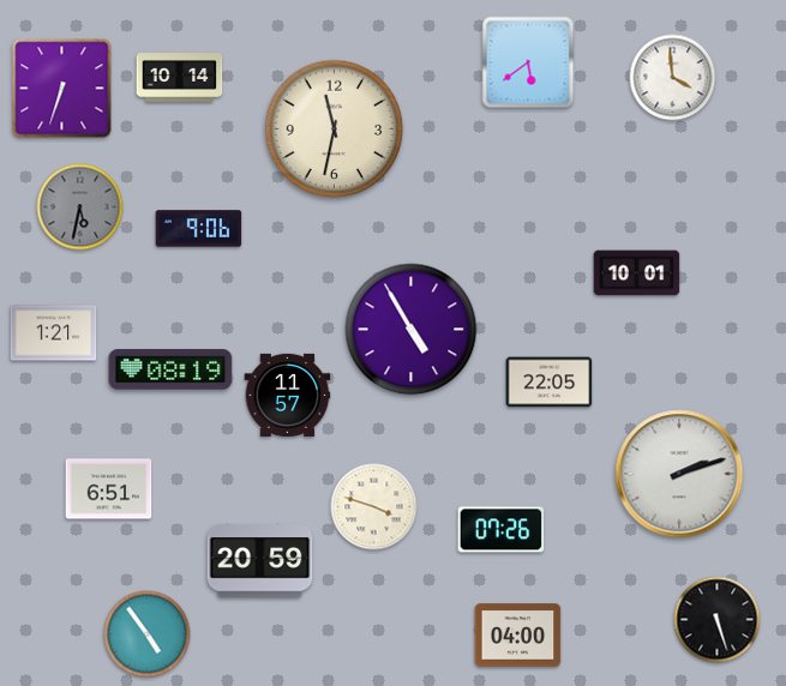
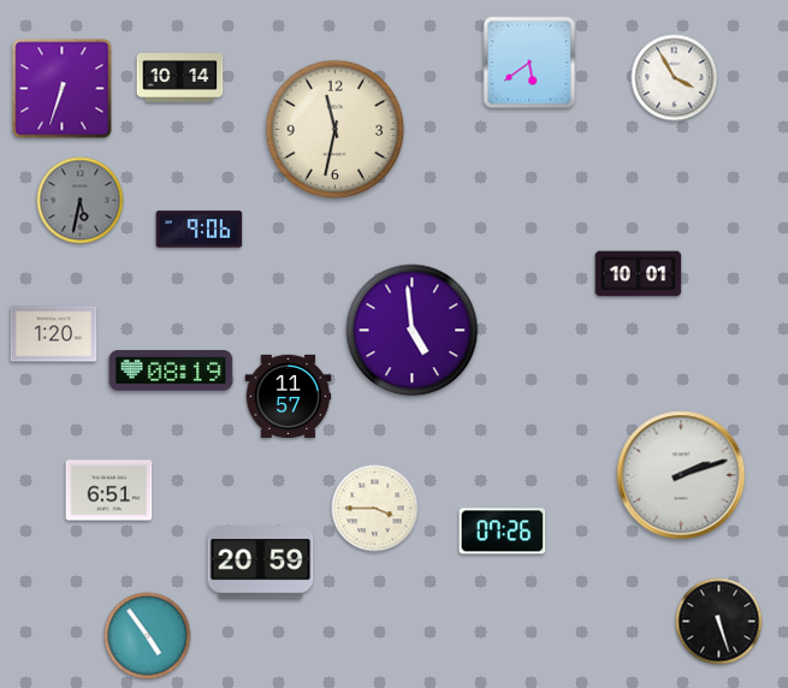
clock at (673, 78): 3:59 -> 3:55
clock at (80, 207) position: (80, 207) -> (81, 201)
clock at (412, 330): 4:55 -> 4:59
clock at (54, 333): 1:21 -> 1:20
clock at (550, 383): 22:05 -> none
clock at (374, 507): 3:48 -> 3:45
clock at (518, 636): 04:00 -> none
